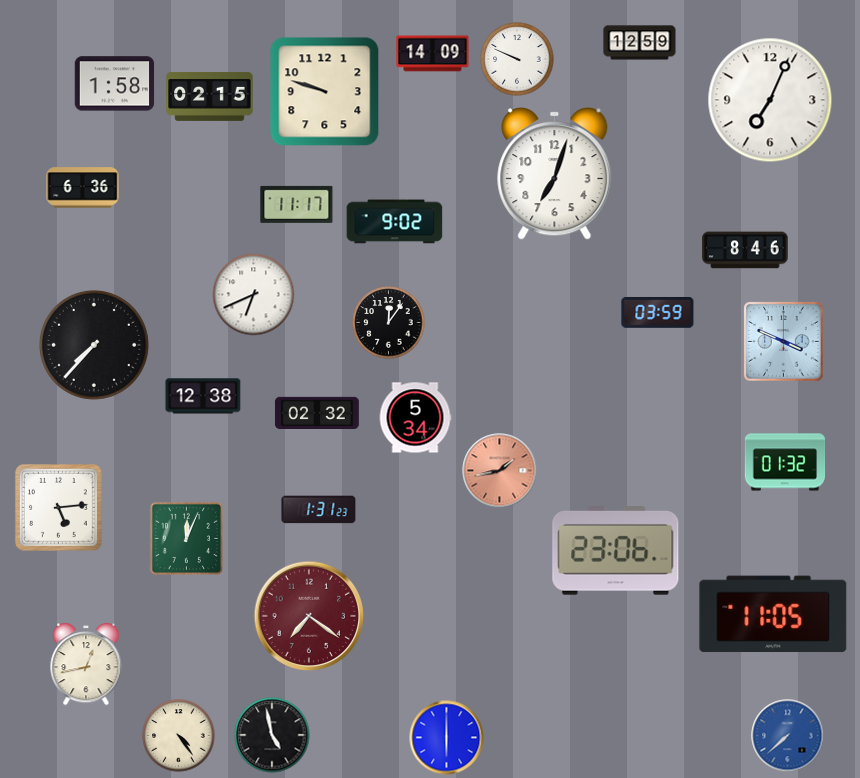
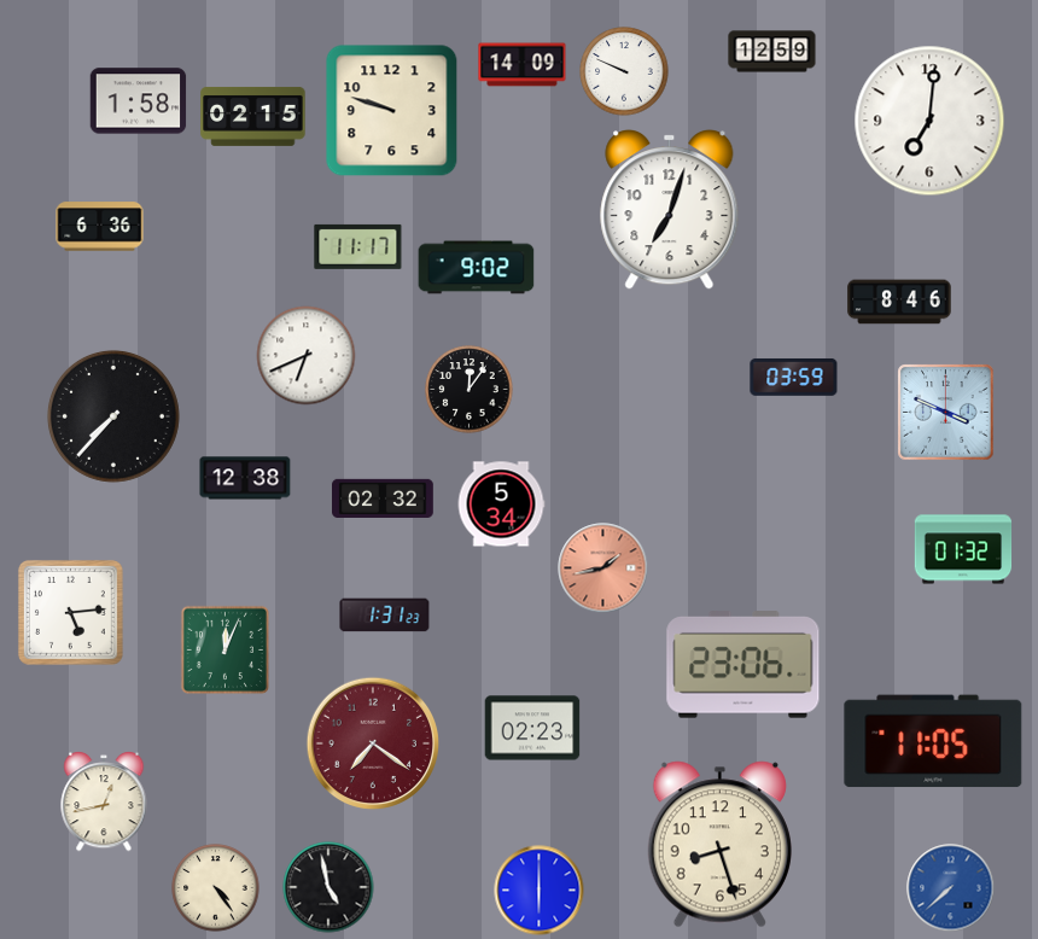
clock at (770, 100): 7:04 -> 7:01
clock at (785, 462) position: (785, 462) -> (963, 549)
clock at (532, 728): none -> 02:23
clock at (719, 845): none -> 8:27
